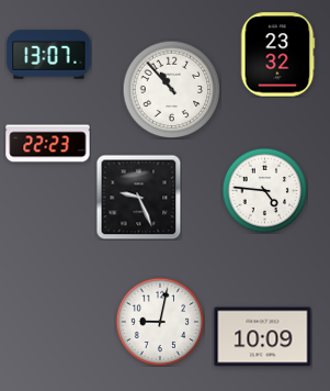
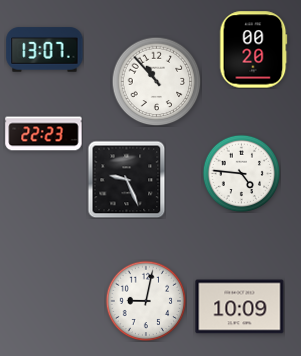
clock at (277, 55): 23:32 -> 00:20
clock at (48, 144) position: (48, 144) -> (44, 134)
clock at (160, 322) position: (160, 322) -> (146, 301)
